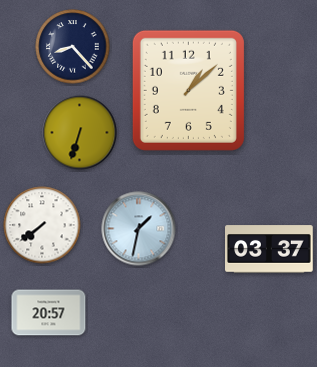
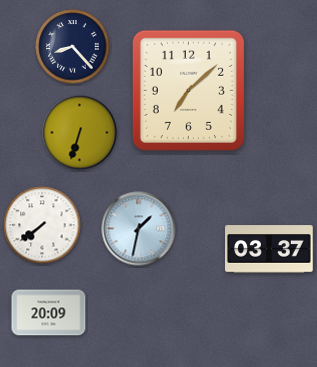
clock at (188, 90): 1:08 -> 7:08
clock at (49, 313): 20:57 -> 20:09
